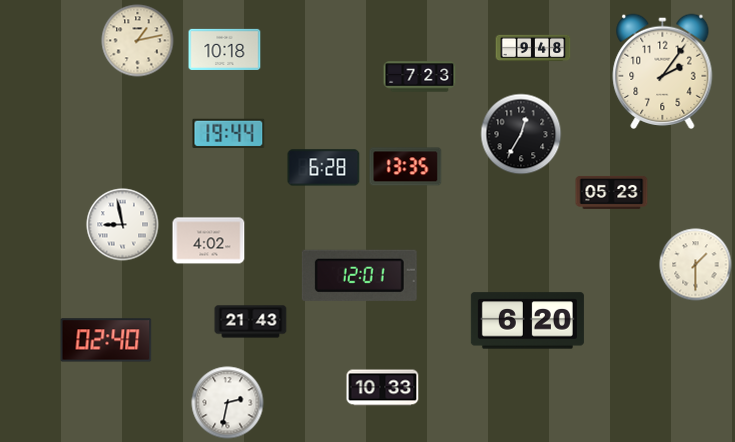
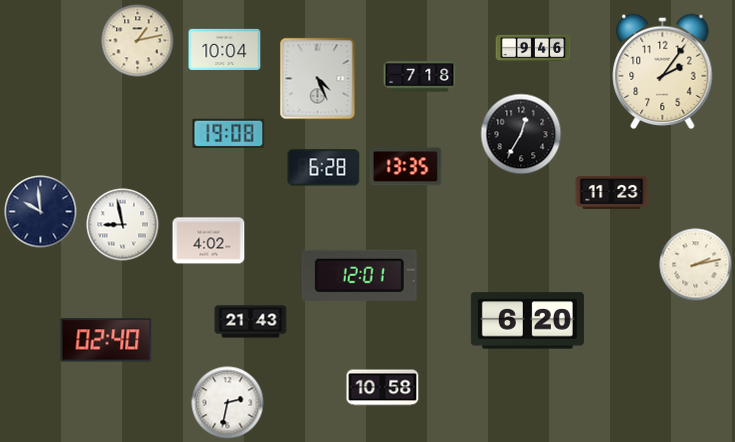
clock at (533, 48): 9:48 -> 9:46
clock at (225, 49): 10:18 -> 10:04
clock at (420, 77): 7:23 -> 7:18
clock at (318, 79): none -> 4:26
clock at (229, 134): 19:44 -> 19:08
clock at (612, 192): 05:23 -> 11:23
clock at (41, 212): none -> 9:59
clock at (696, 265): 1:30 -> 2:13
clock at (383, 388): 10:33 -> 10:58
